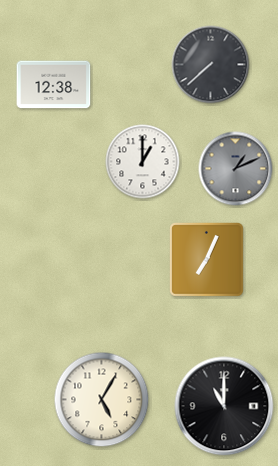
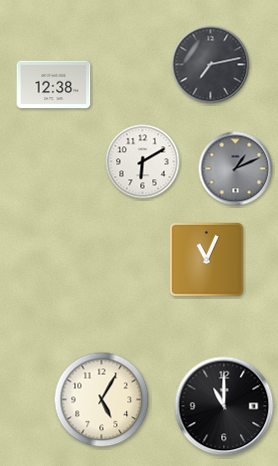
clock at (211, 65): 7:38 -> 7:13
clock at (143, 162): 1:00 -> 6:10
clock at (207, 260): 7:04 -> 11:04
